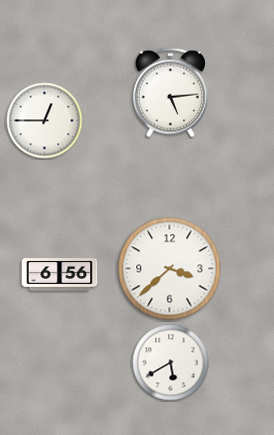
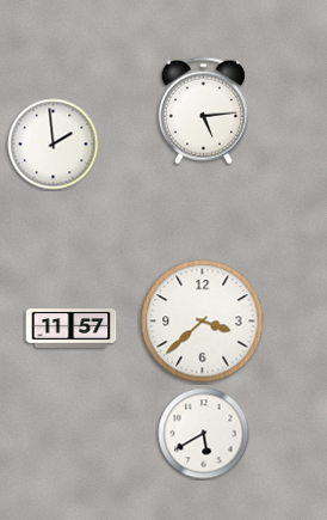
clock at (45, 121): 12:45 -> 1:59
clock at (60, 275): 6:56 -> 11:57
